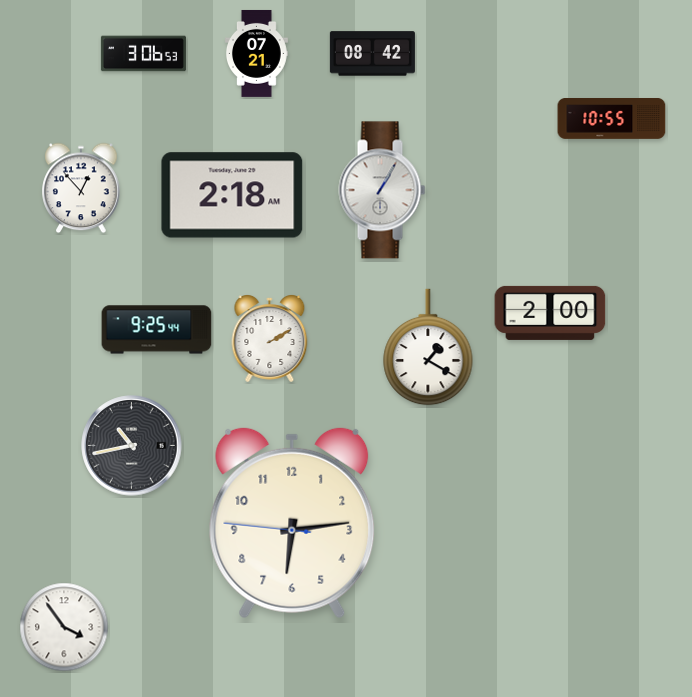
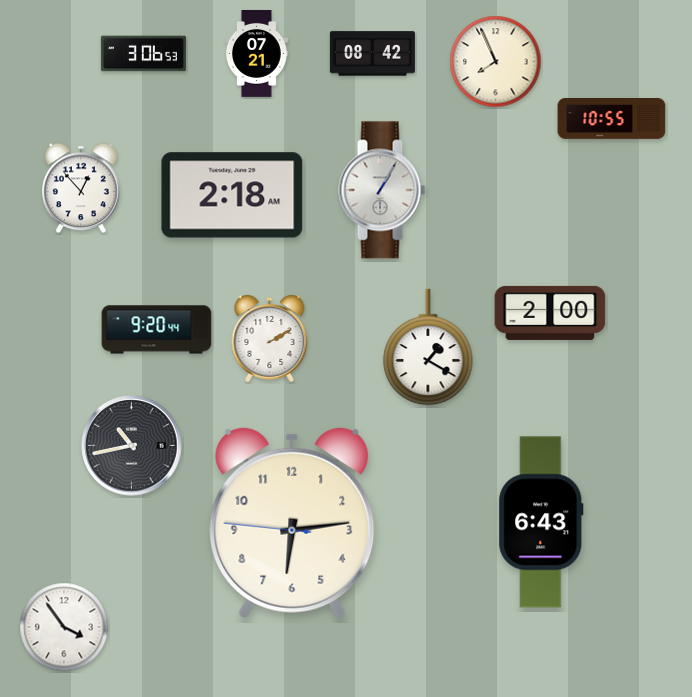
clock at (496, 62): none -> 7:56
clock at (157, 330): 9:25 -> 9:20
clock at (541, 522): none -> 6:43
